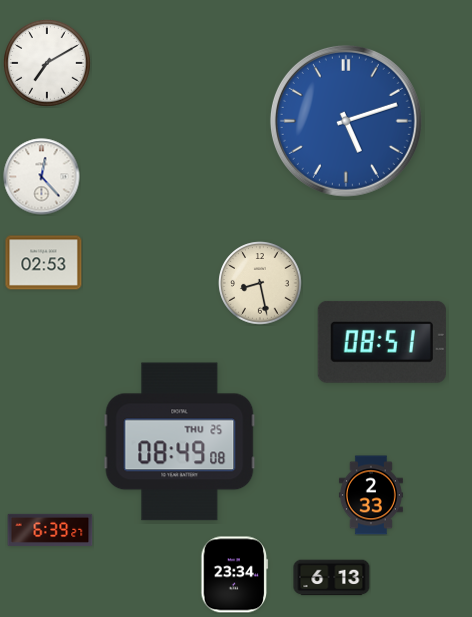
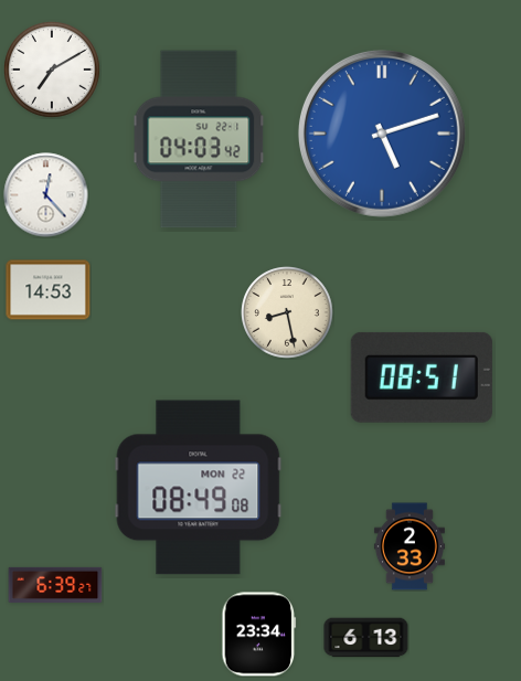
clock at (199, 139): none -> 04:03
clock at (44, 263): 02:53 -> 14:53
clock at (180, 442) date: THU 25 -> MON 22
